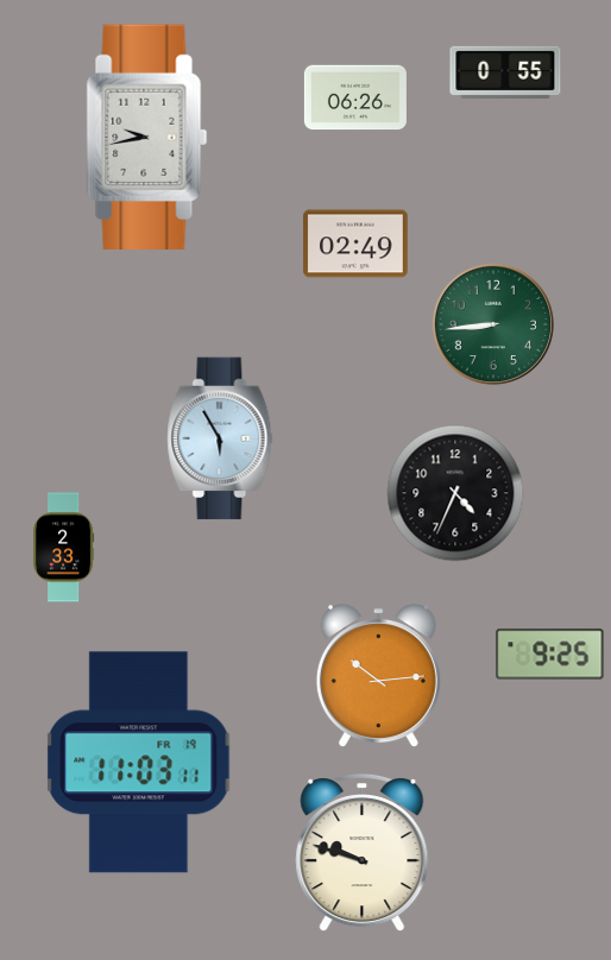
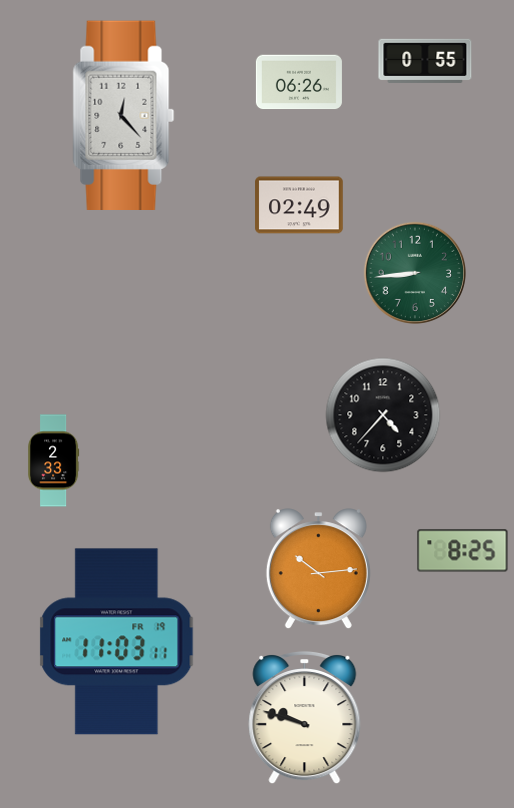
clock at (147, 137): 9:43 -> 12:23
clock at (220, 438): 5:55 -> none
clock at (455, 493): 4:34 -> 4:37
clock at (550, 655): 9:25 -> 8:25
